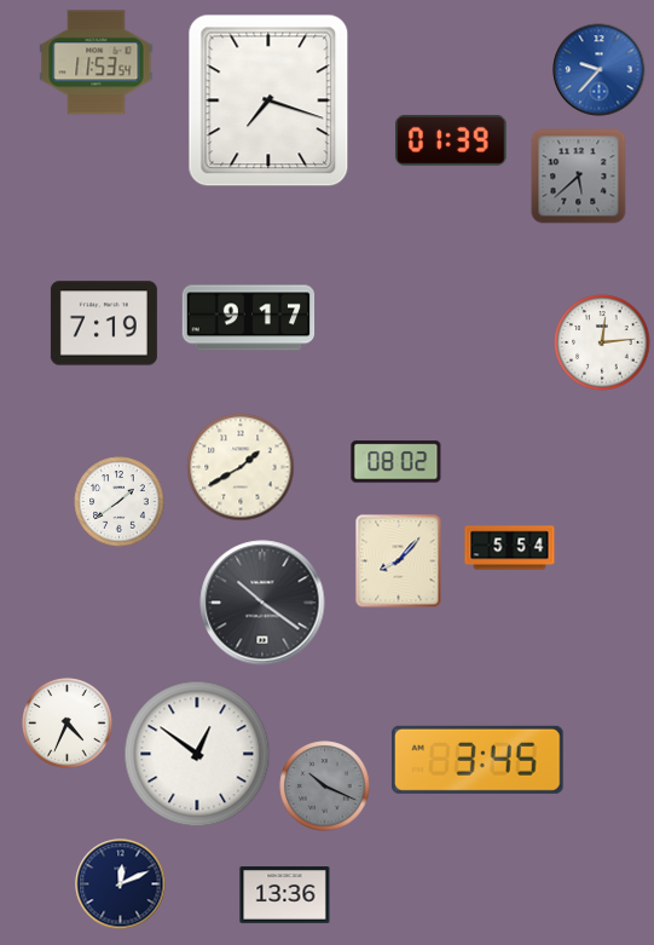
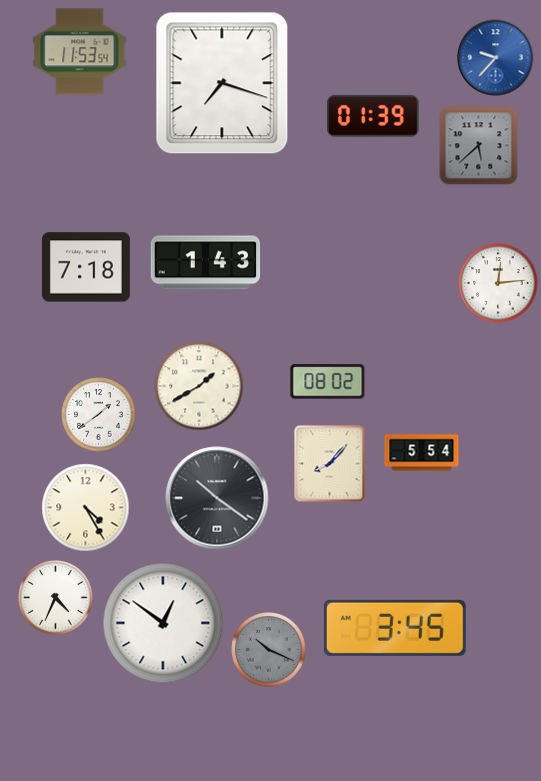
clock at (249, 318): 9:17 -> 1:43
clock at (104, 323): 7:19 -> 7:18
clock at (86, 508): none -> 4:25
clock at (121, 885): 12:11 -> none
clock at (285, 895): 13:36 -> none
